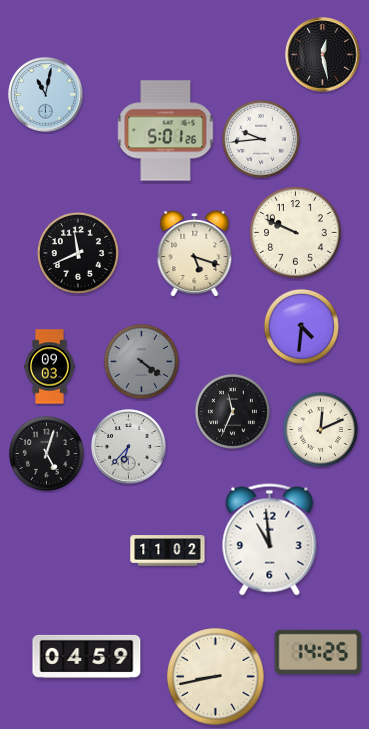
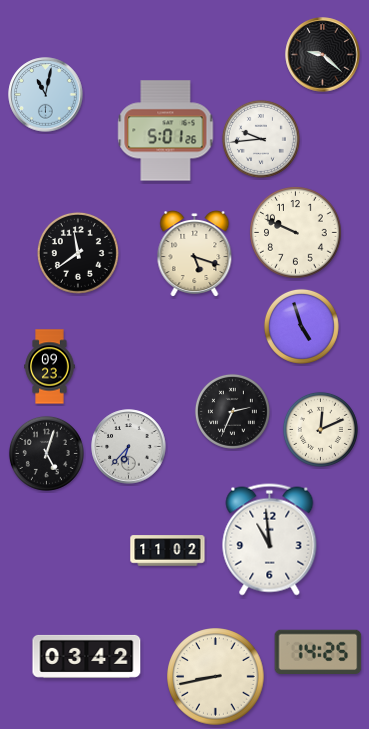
clock at (323, 55): 12:28 -> 9:22
clock at (78, 253): 11:41 -> 11:39
clock at (301, 326): 4:31 -> 4:57
clock at (141, 361): 4:21 -> none
clock at (50, 367): 09:03 -> 09:23
clock at (232, 411): 11:34 -> 2:34
clock at (87, 656): 04:59 -> 03:42
